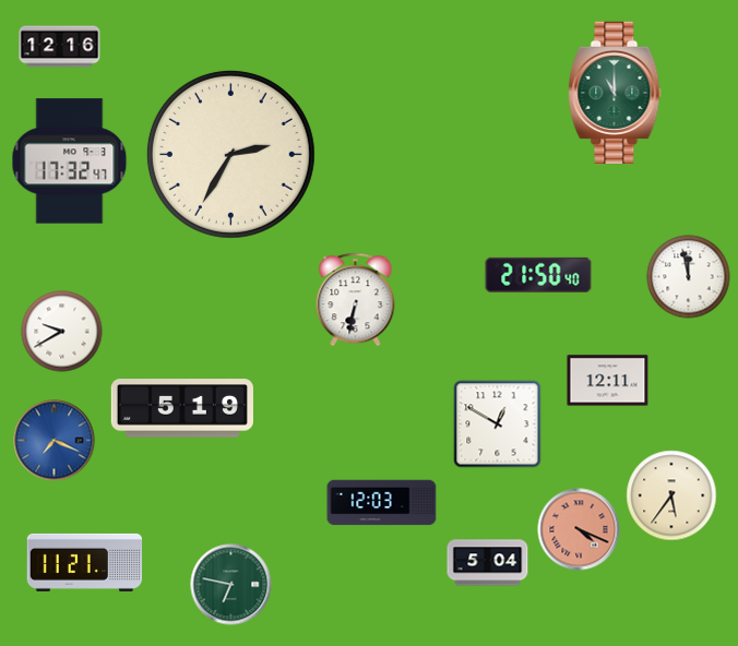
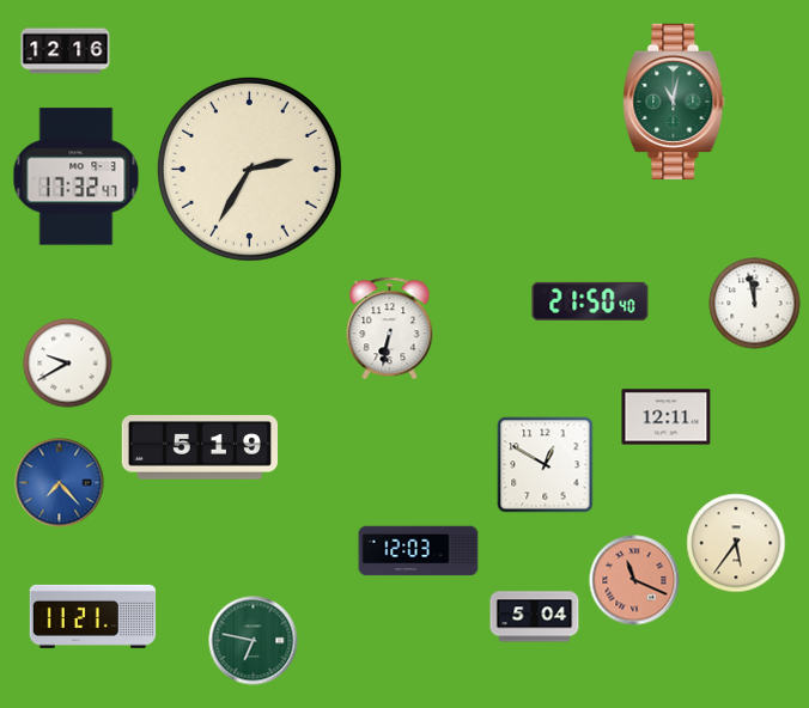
clock at (615, 93): 11:00 -> 11:02
clock at (230, 154) position: (230, 154) -> (249, 169)
clock at (55, 441): 7:19 -> 7:23
clock at (579, 529): 4:19 -> 11:19
